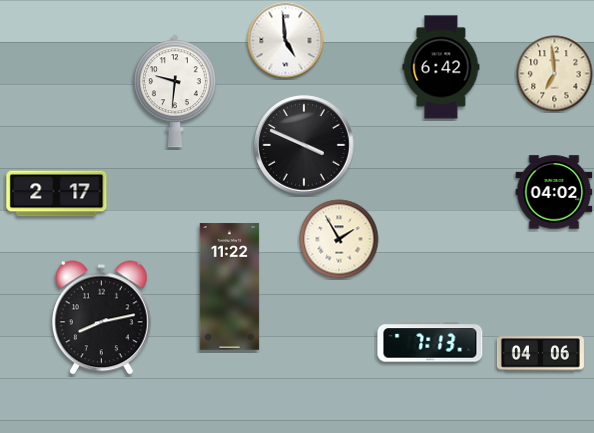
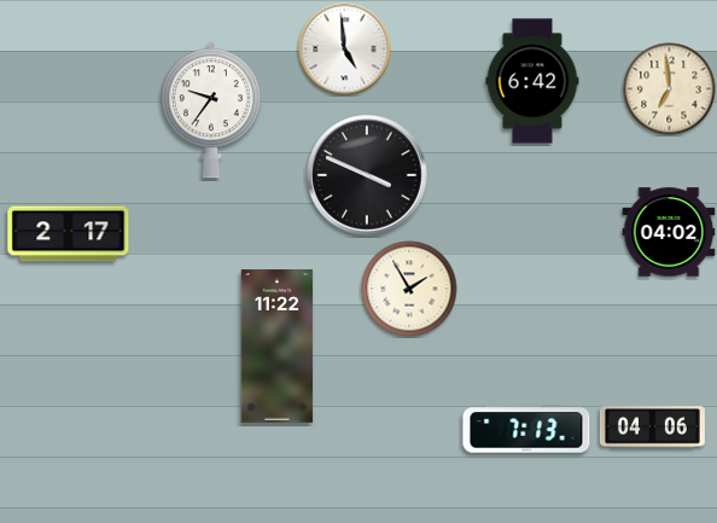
clock at (175, 91): 9:31 -> 9:36
clock at (102, 318): 8:13 -> none
clock at (430, 342) position: (430, 342) -> (526, 429)
